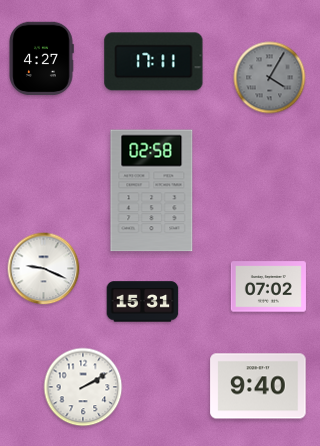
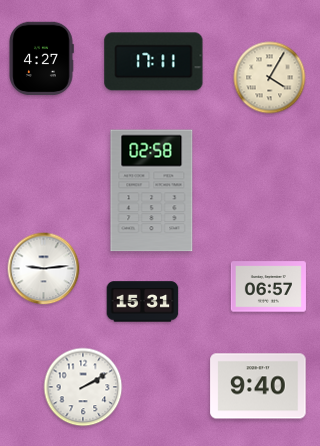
clock at (270, 78) dial: grey -> cream
clock at (44, 269): 9:19 -> 9:14
clock at (268, 287): 07:02 -> 06:57
